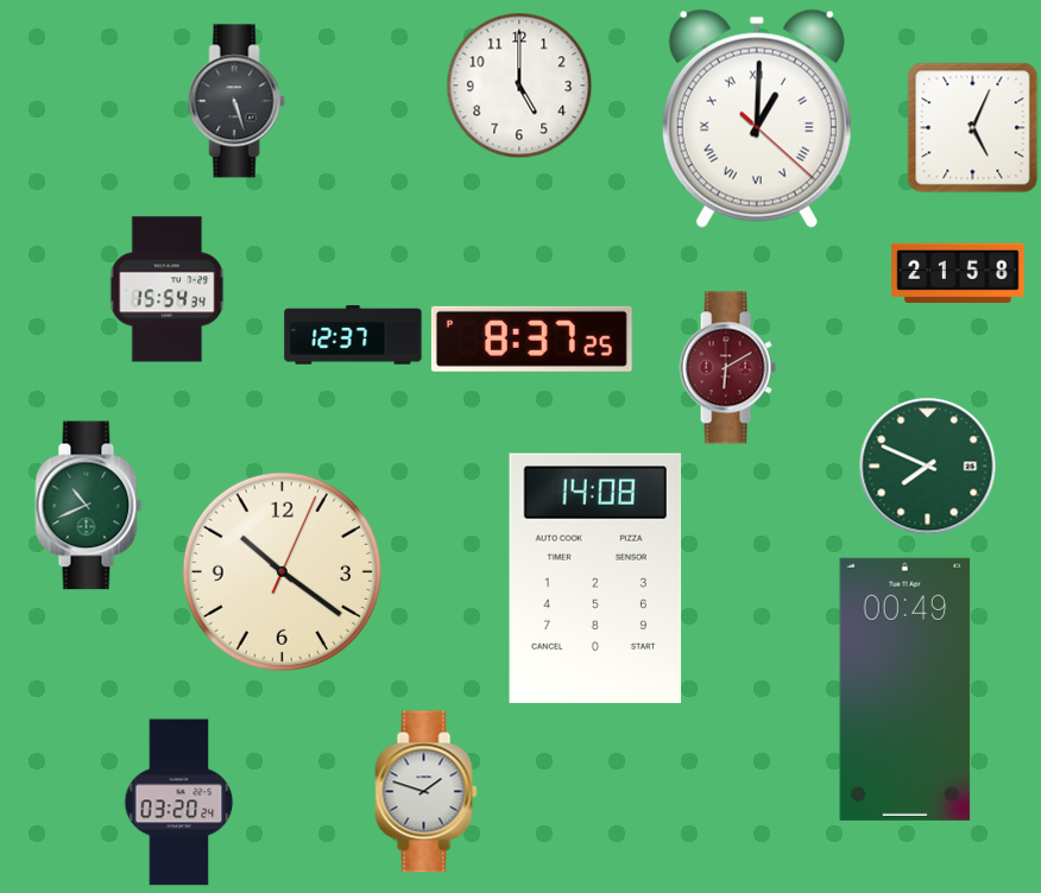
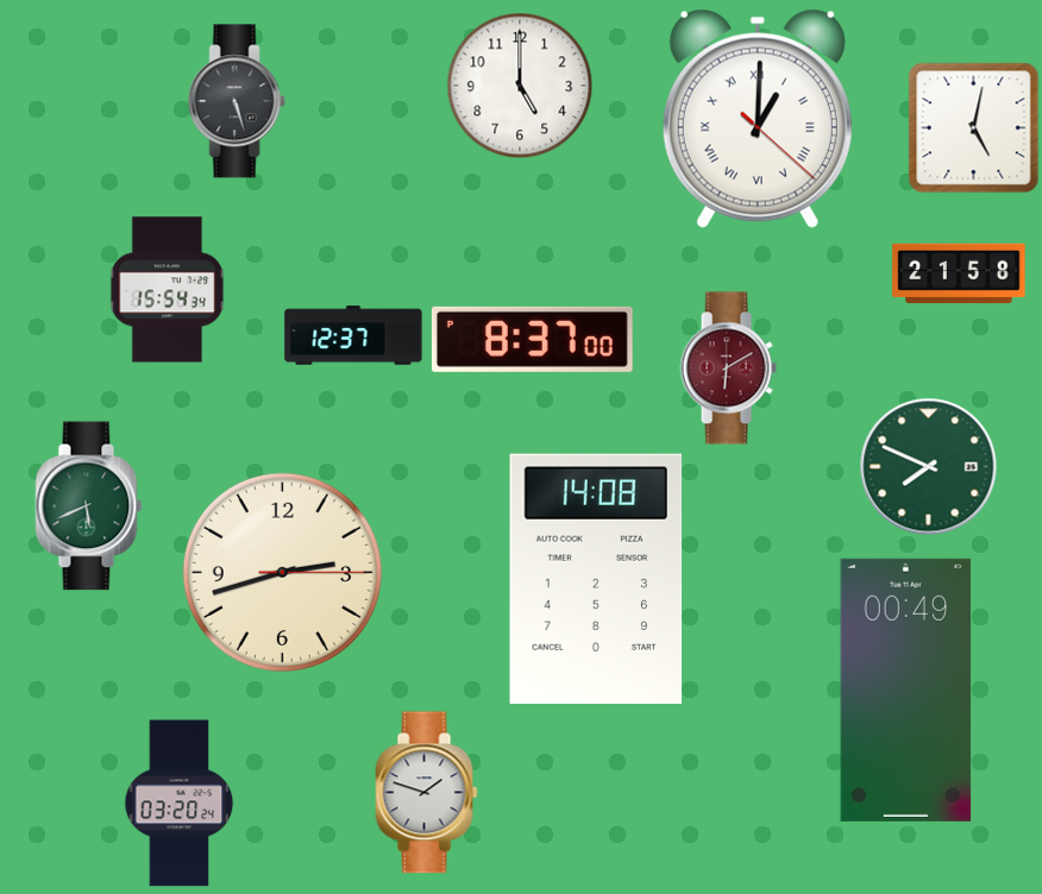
clock at (972, 127): 5:04 -> 5:02
clock at (531, 338): 8:37:25 -> 8:37:00
clock at (89, 506): 10:41 -> 5:41
clock at (282, 571): 10:21 -> 2:42
